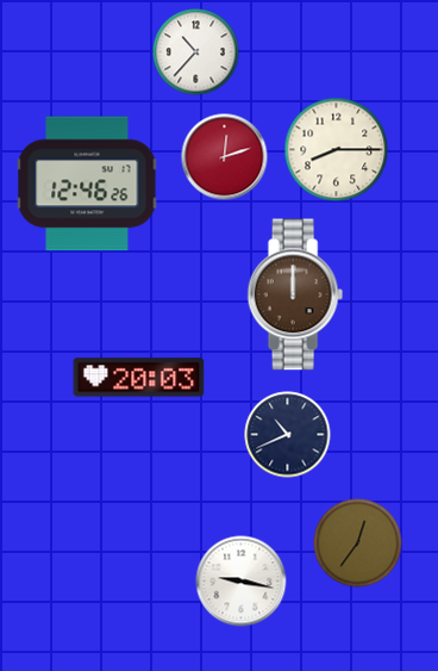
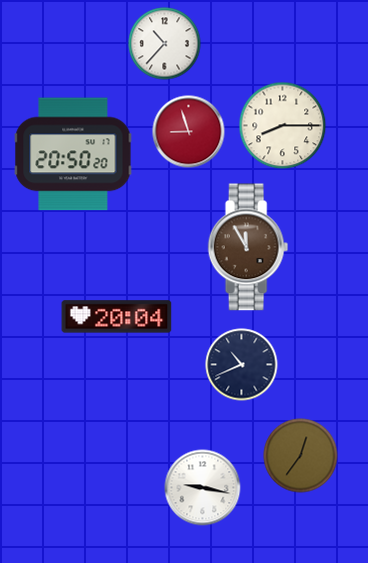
clock at (225, 157): 12:12 -> 8:57
clock at (87, 184): 12:46 -> 20:50
clock at (295, 294): 12:00 -> 11:55
clock at (139, 378): 20:03 -> 20:04
